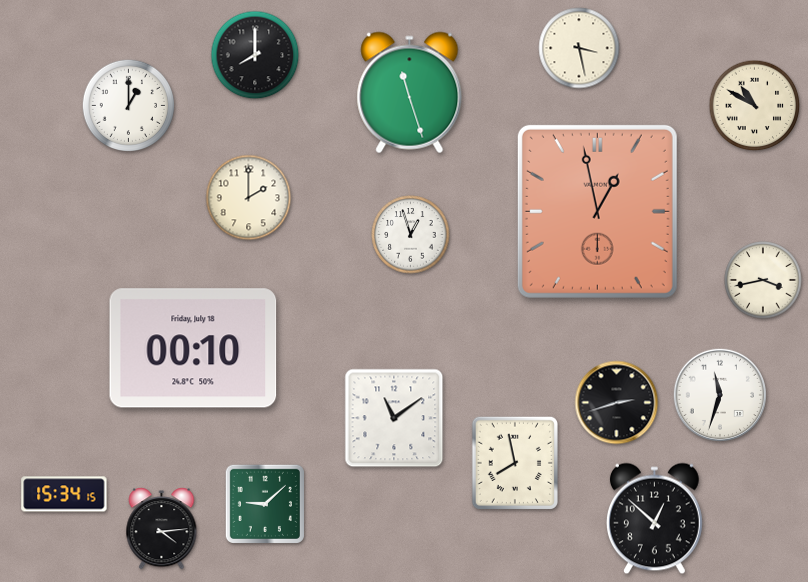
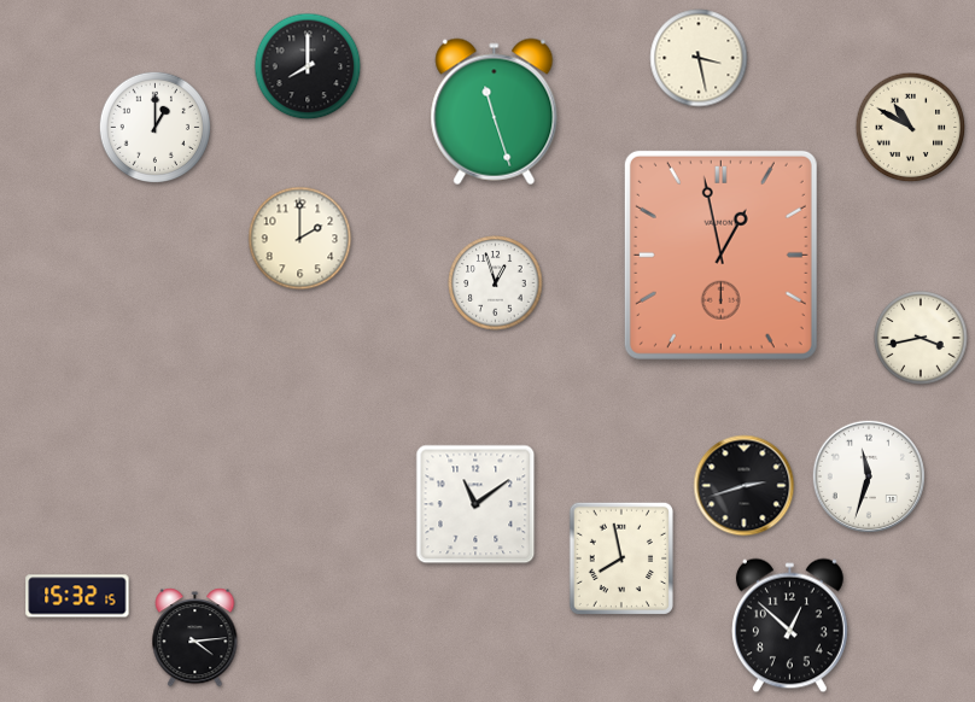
clock at (193, 348): 00:10 -> none
clock at (64, 494): 15:34 -> 15:32
clock at (265, 504): 9:08 -> none
